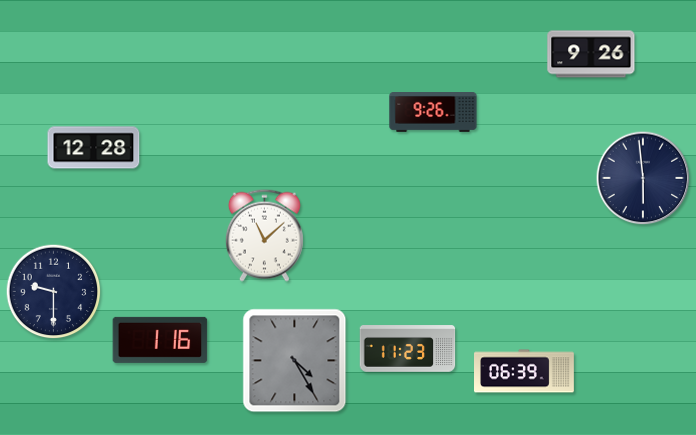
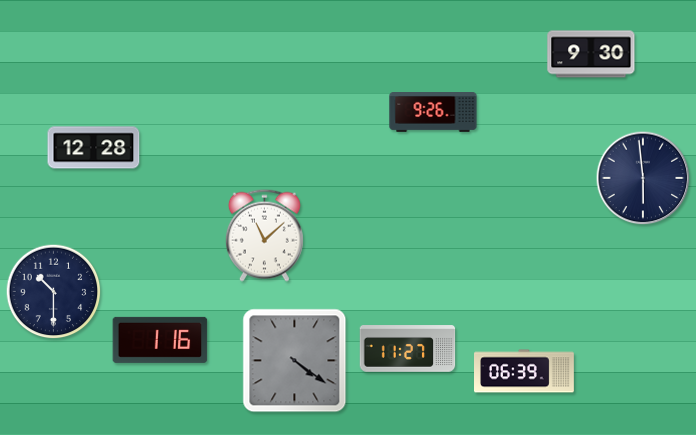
clock at (591, 54): 9:26 -> 9:30
clock at (54, 292): 9:30 -> 10:30
clock at (408, 349): 11:23 -> 11:27
clock at (295, 361): 4:25 -> 4:21
